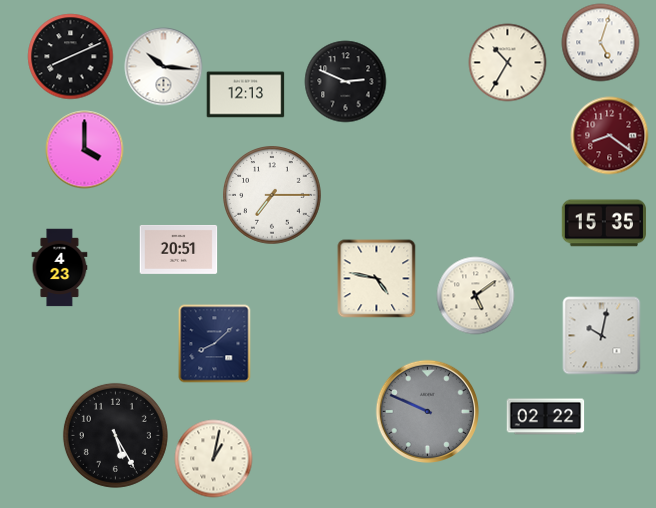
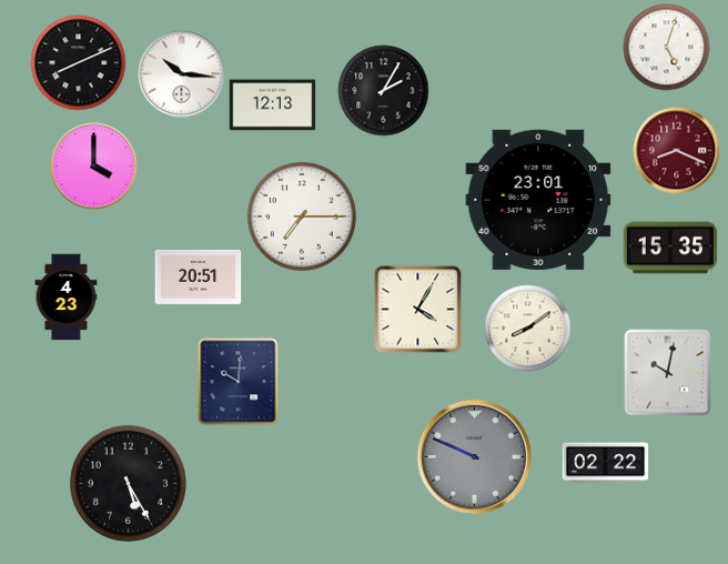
clock at (507, 62): 10:35 -> none
clock at (345, 81): 2:49 -> 2:05
clock at (609, 135): 8:21 -> 8:19
clock at (538, 200): none -> 23:01
clock at (376, 278): 4:47 -> 4:05
clock at (475, 295): 5:09 -> 8:09
clock at (215, 343): 8:08 -> 10:01
clock at (213, 458): 1:02 -> none
